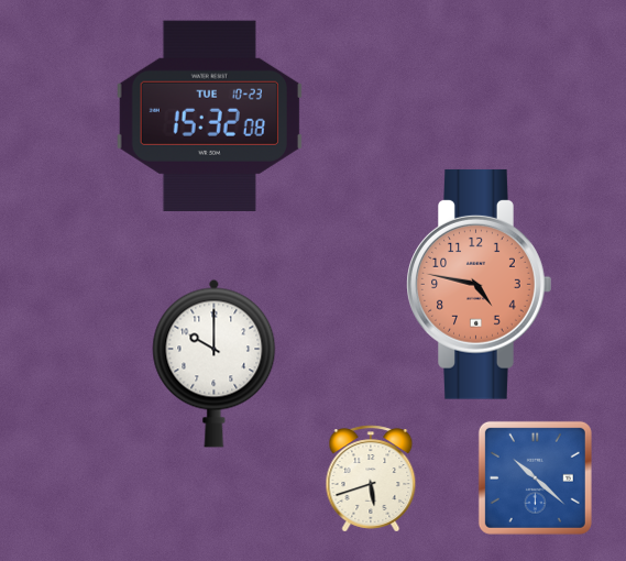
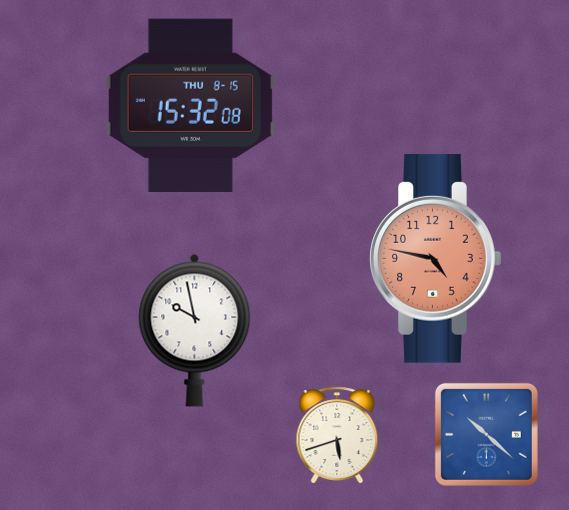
clock at (209, 116) date: TUE 10-23 -> THU 8-15
clock at (215, 363): 10:00 -> 9:58
